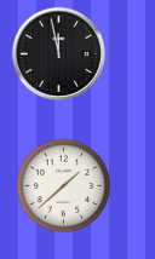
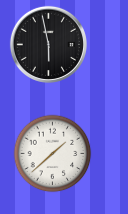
clock at (58, 53): 11:58 -> 5:58
